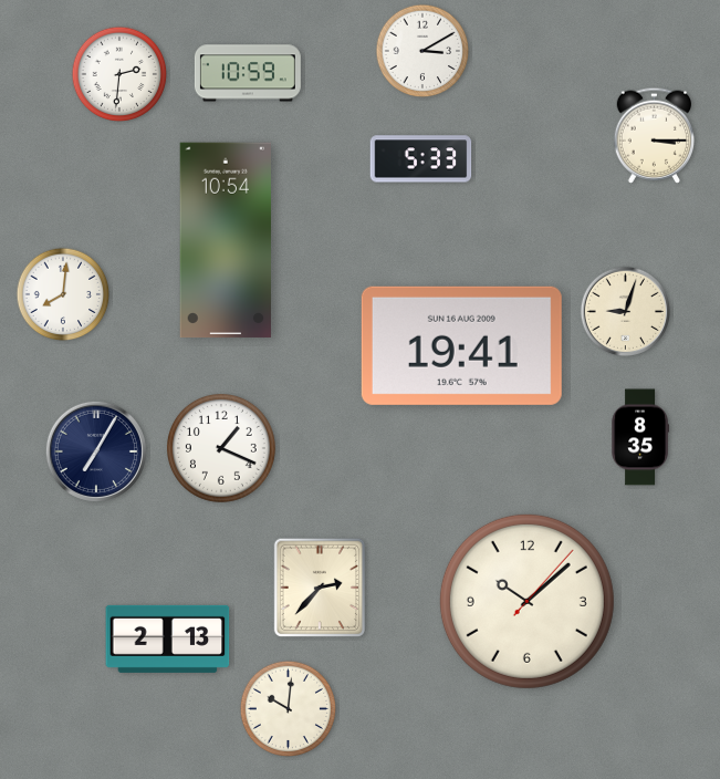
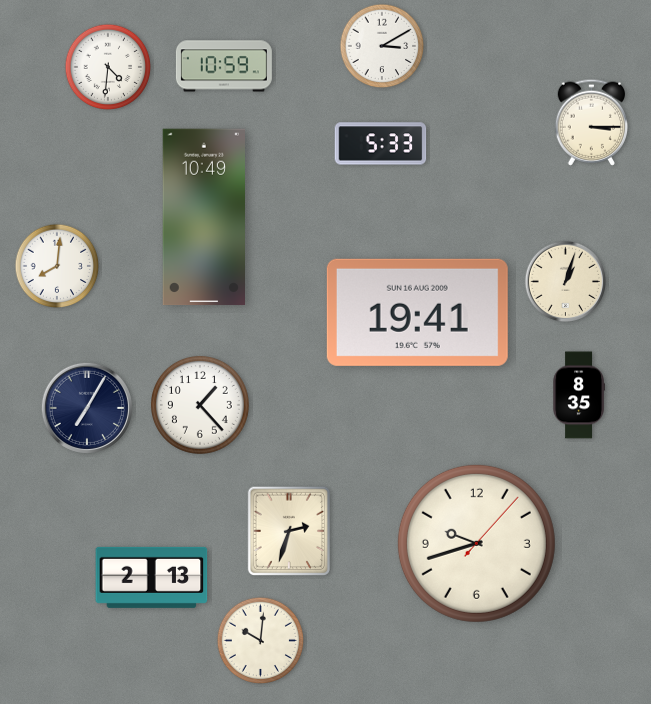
clock at (119, 74): 2:31 -> 4:31
clock at (225, 240): 10:54 -> 10:49
clock at (626, 312): 9:03 -> 1:03
clock at (221, 448): 1:19 -> 1:23
clock at (319, 588): 2:37 -> 2:33
clock at (526, 601): 10:08 -> 9:42
